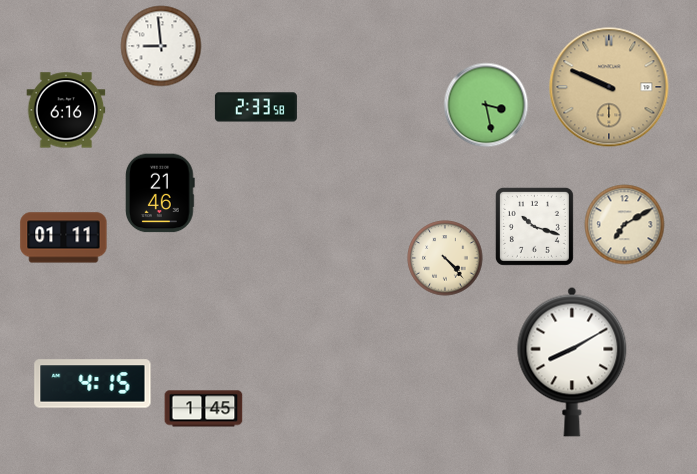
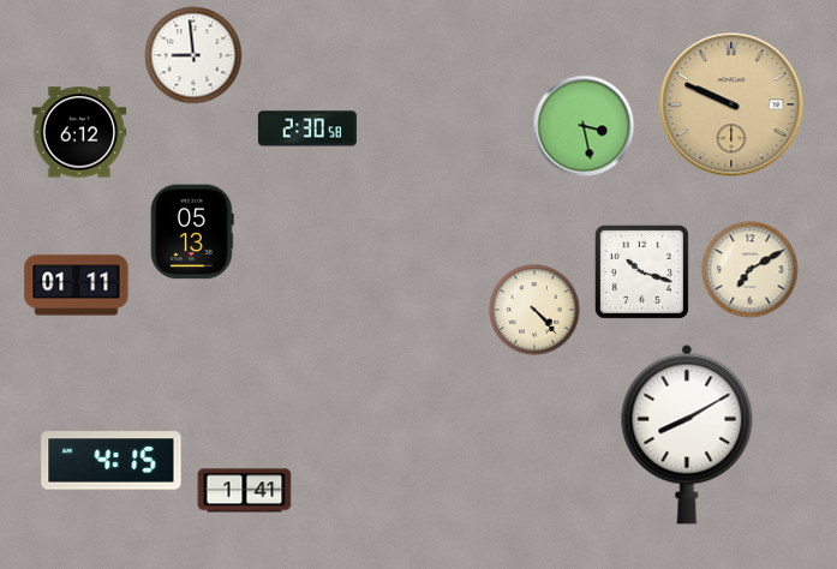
clock at (256, 107): 2:33 -> 2:30
clock at (66, 110): 6:16 -> 6:12
clock at (161, 193): 21:46 -> 05:13
clock at (204, 409): 1:45 -> 1:41
